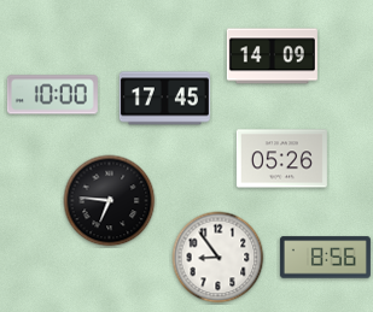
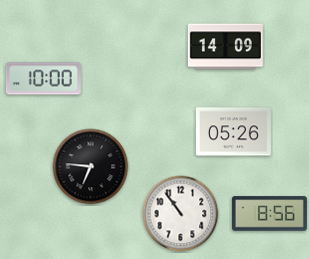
clock at (164, 99): 17:45 -> none
clock at (218, 258): 8:54 -> 10:54
